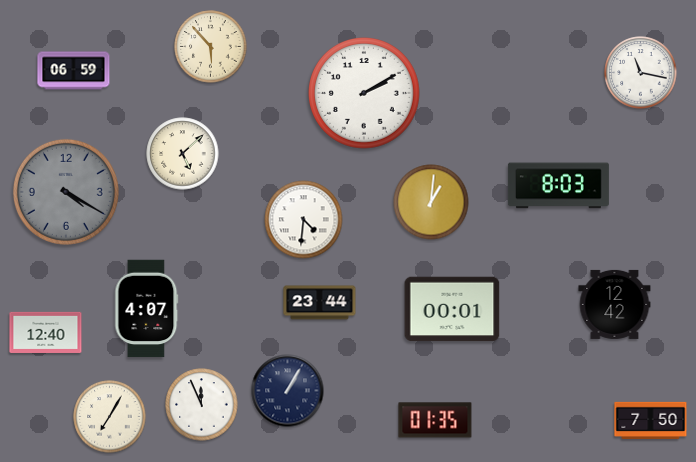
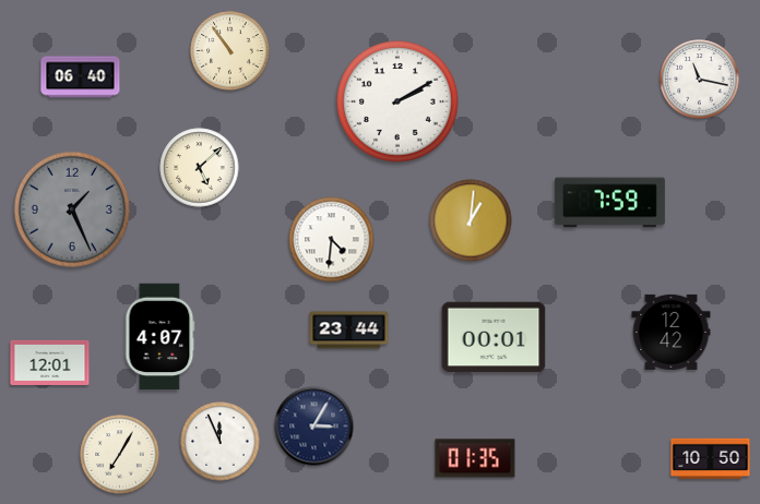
clock at (211, 47): 5:53 -> 10:54
clock at (74, 71): 06:59 -> 06:40
clock at (558, 186): 8:03 -> 7:59
clock at (66, 192): 4:20 -> 1:26
clock at (46, 332): 12:40 -> 12:01
clock at (288, 391): 1:05 -> 3:05
clock at (651, 420): 7:50 -> 10:50
